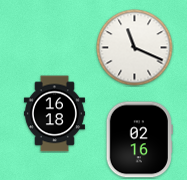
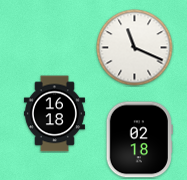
clock at (139, 140): 02:16 -> 02:18
